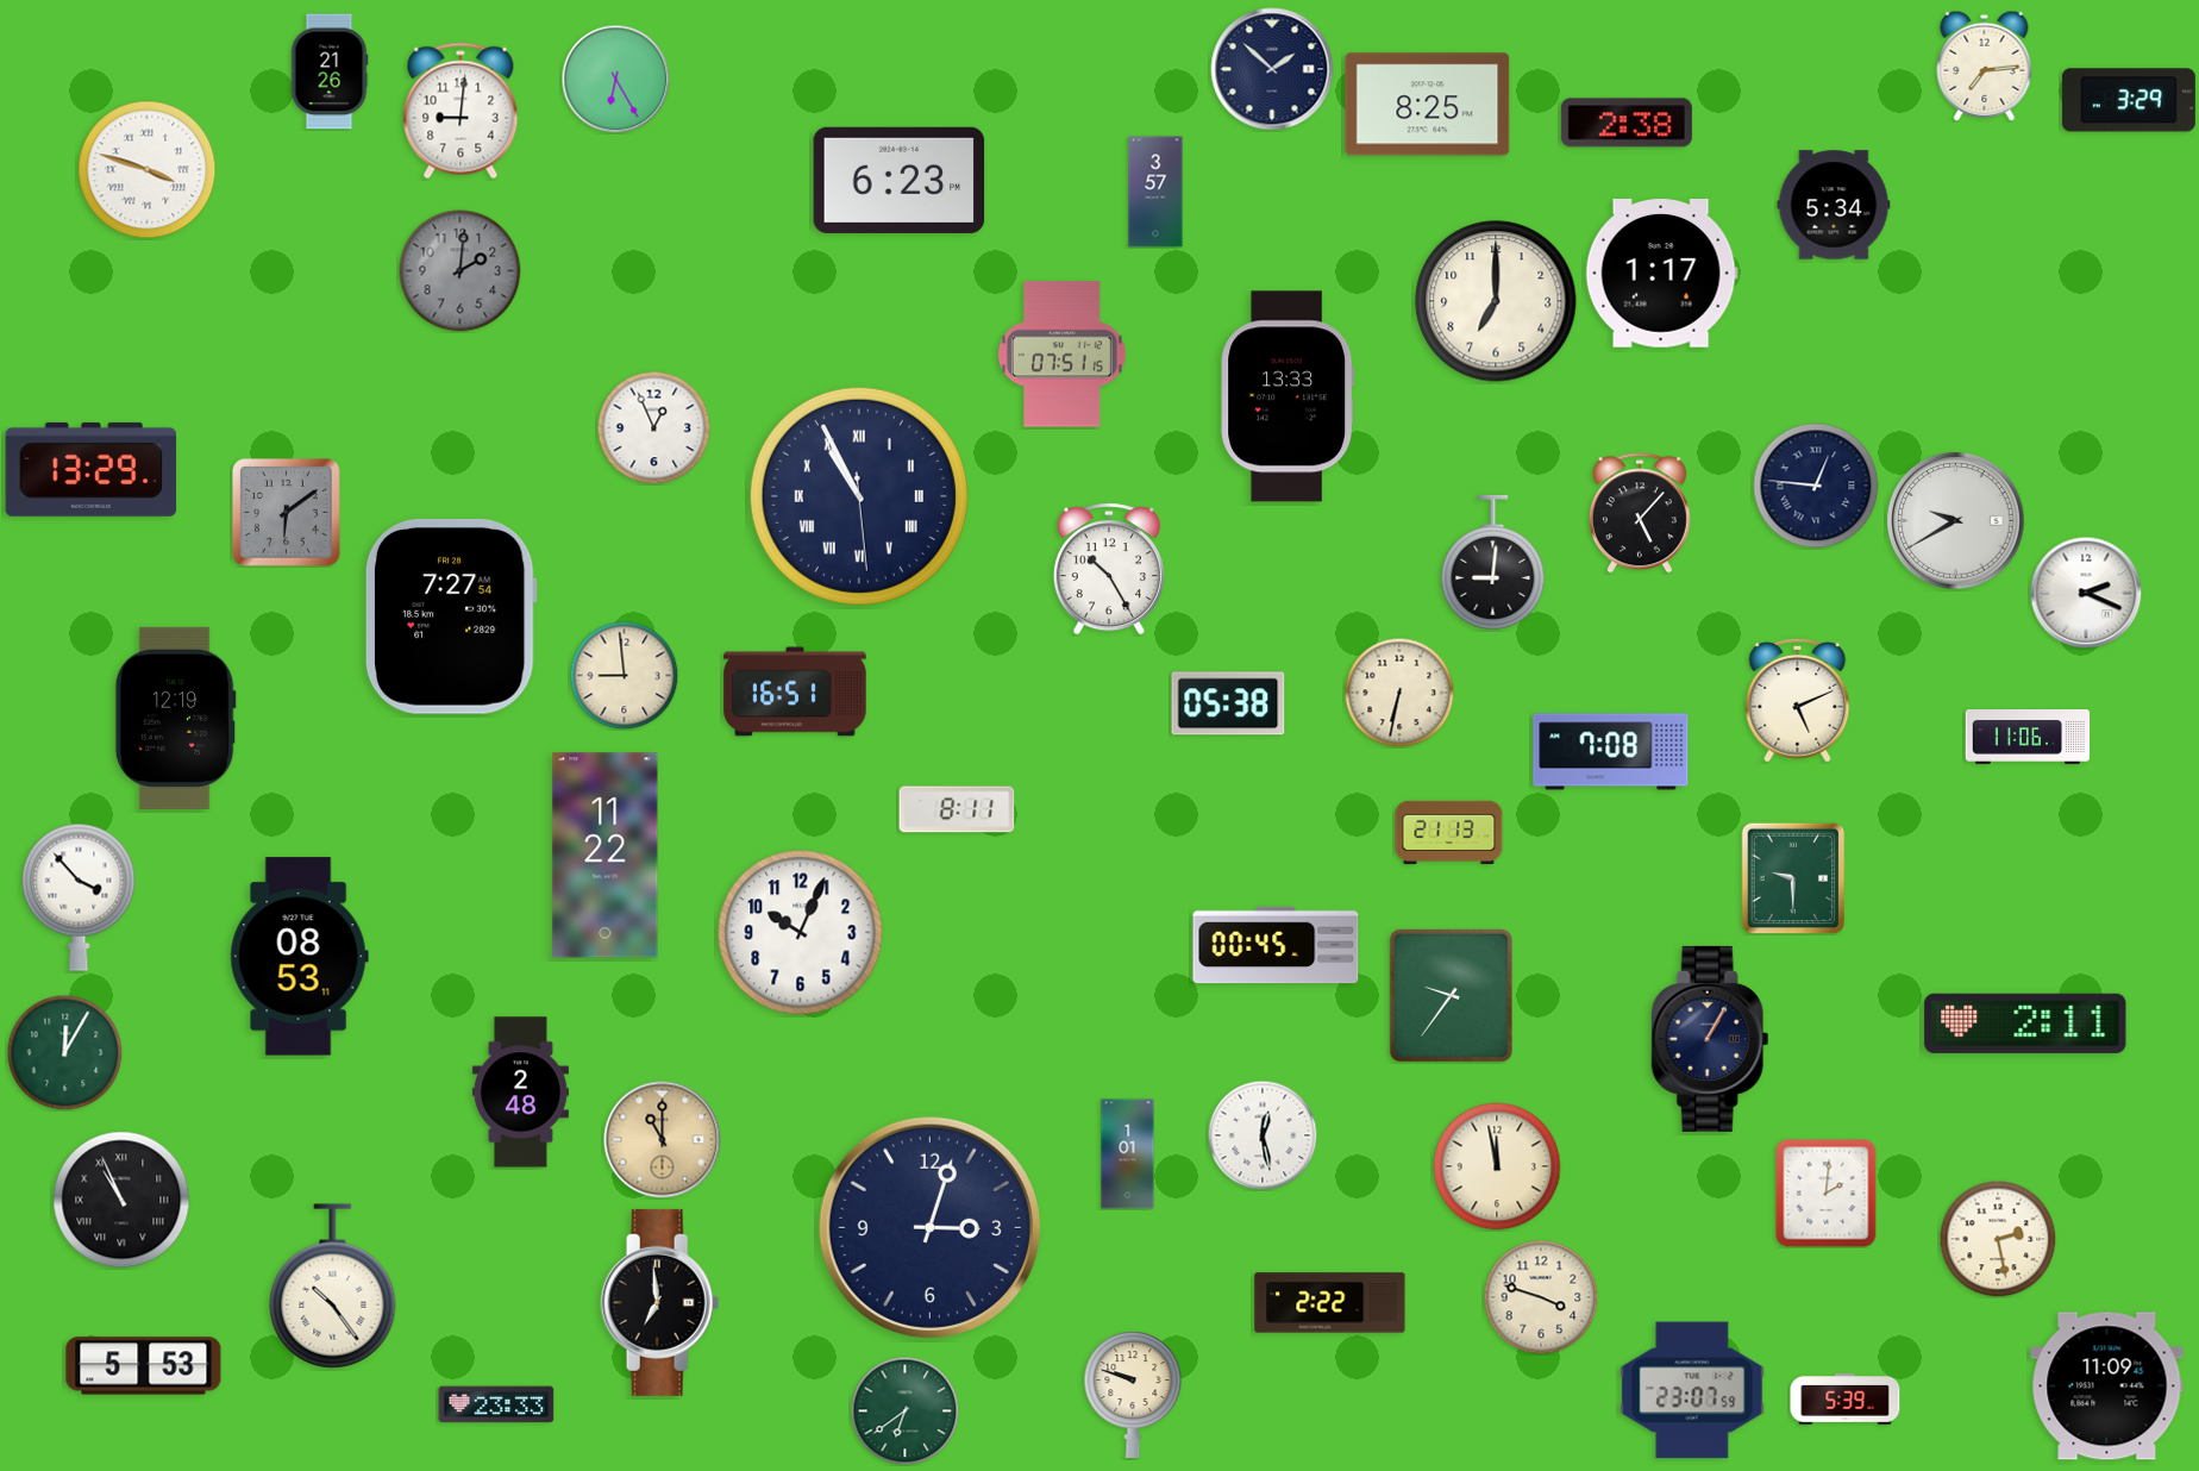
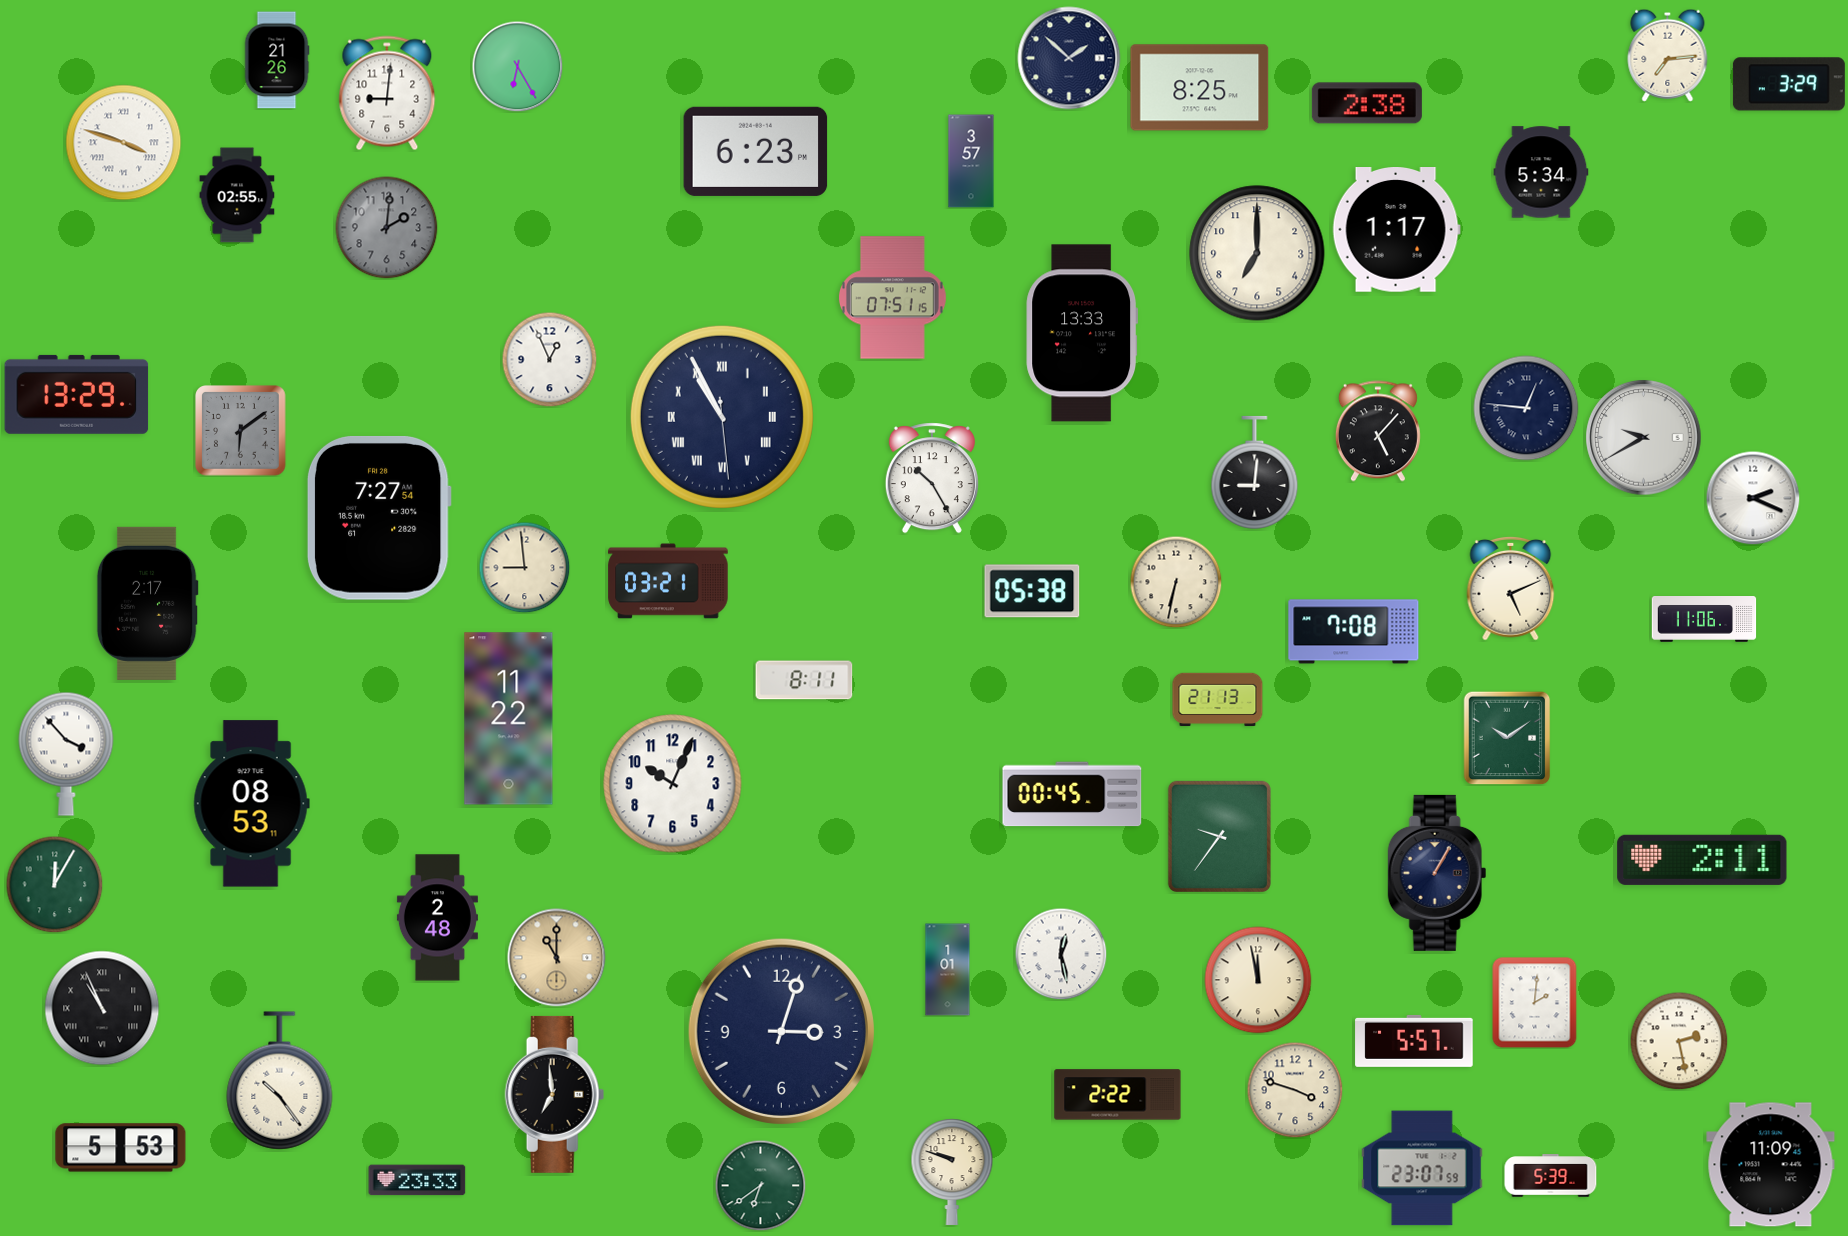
clock at (237, 195): none -> 02:55
clock at (795, 691): 16:51 -> 03:21
clock at (175, 718): 12:19 -> 2:17
clock at (1793, 878): 9:30 -> 10:09
clock at (1414, 1041): none -> 5:57
